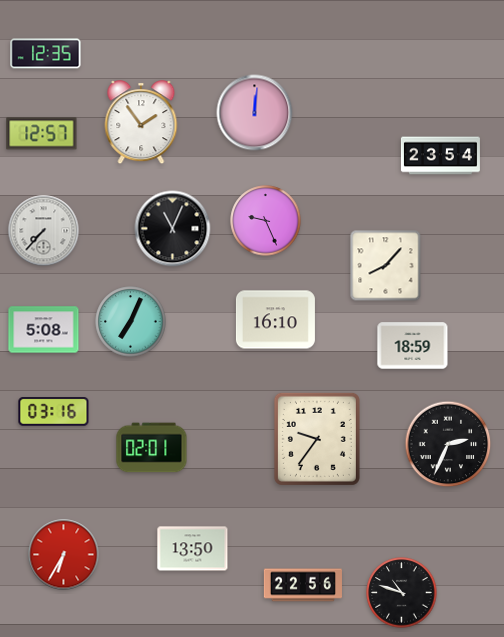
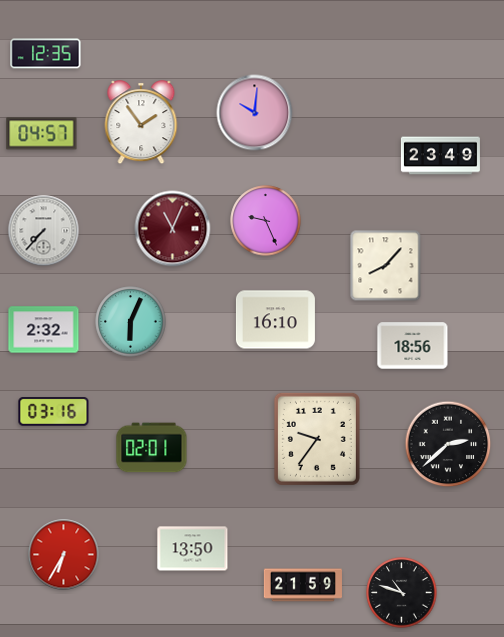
clock at (255, 113): 12:01 -> 10:01
clock at (42, 134): 12:57 -> 04:57
clock at (440, 156): 23:54 -> 23:49
clock at (173, 229) dial: black -> burgundy
clock at (131, 322): 7:04 -> 6:04
clock at (44, 330): 5:08 -> 2:32
clock at (413, 346): 18:59 -> 18:56
clock at (448, 444): 2:34 -> 2:38
clock at (303, 585): 22:56 -> 21:59
